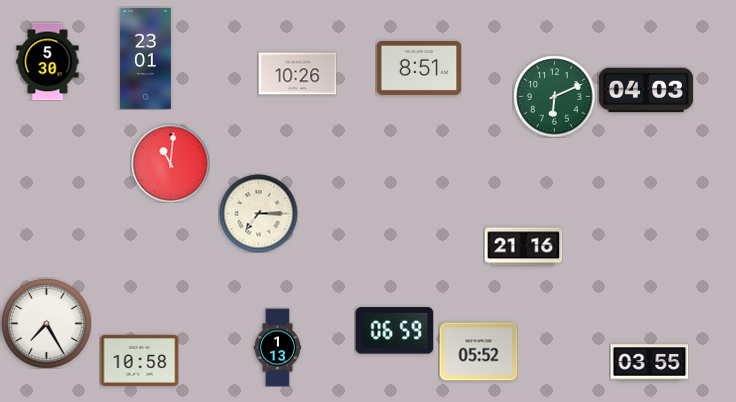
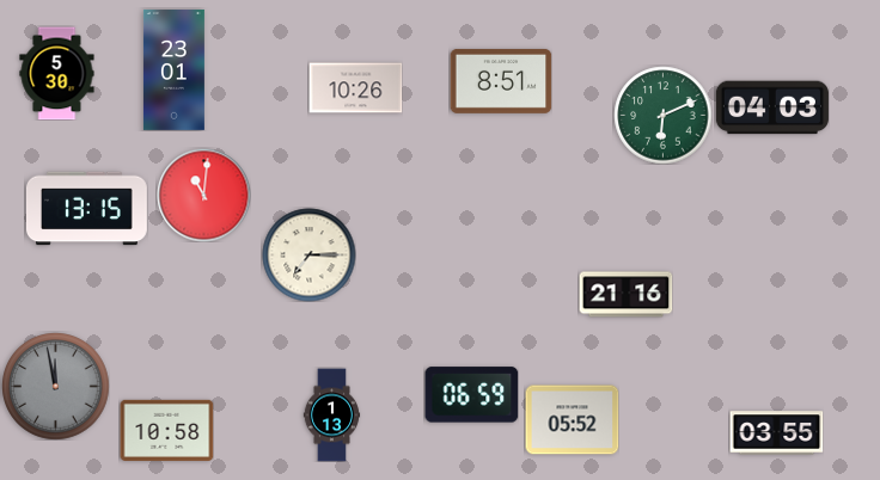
clock at (87, 209): none -> 13:15
clock at (47, 324): 7:25 -> 11:58
clock at (47, 324) dial: white -> grey
